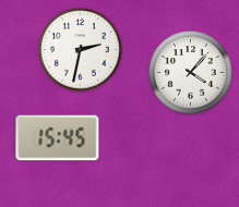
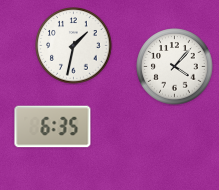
clock at (81, 50): 2:32 -> 1:32
clock at (58, 138): 15:45 -> 6:35
